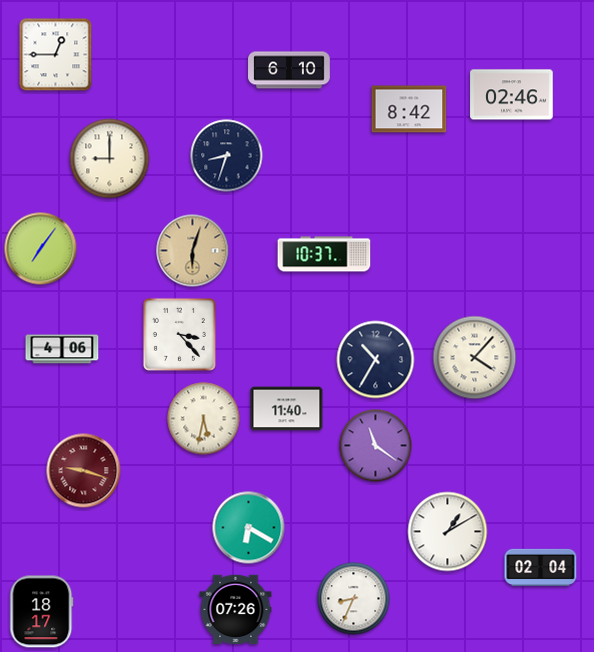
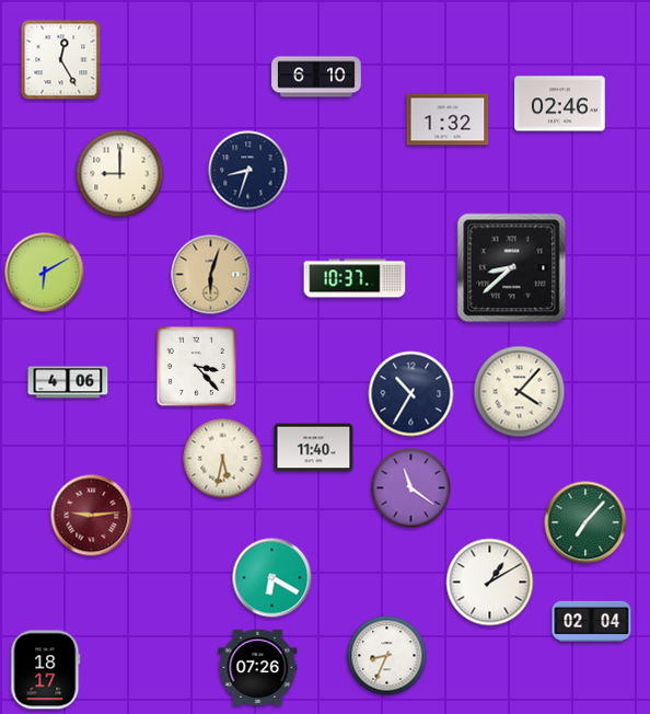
clock at (56, 55): 12:45 -> 12:25
clock at (409, 109): 8:42 -> 1:32
clock at (512, 268): none -> 8:38
clock at (41, 249): 7:06 -> 6:10
clock at (84, 471): 9:18 -> 9:14
clock at (585, 522): none -> 7:07
